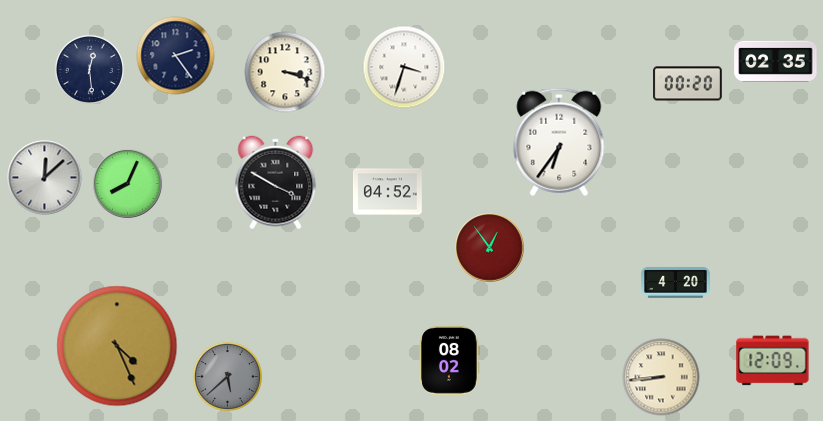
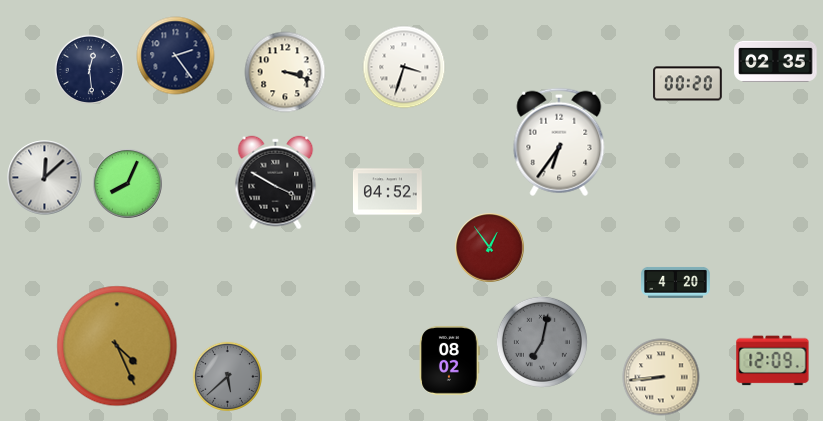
clock at (542, 342): none -> 7:02
